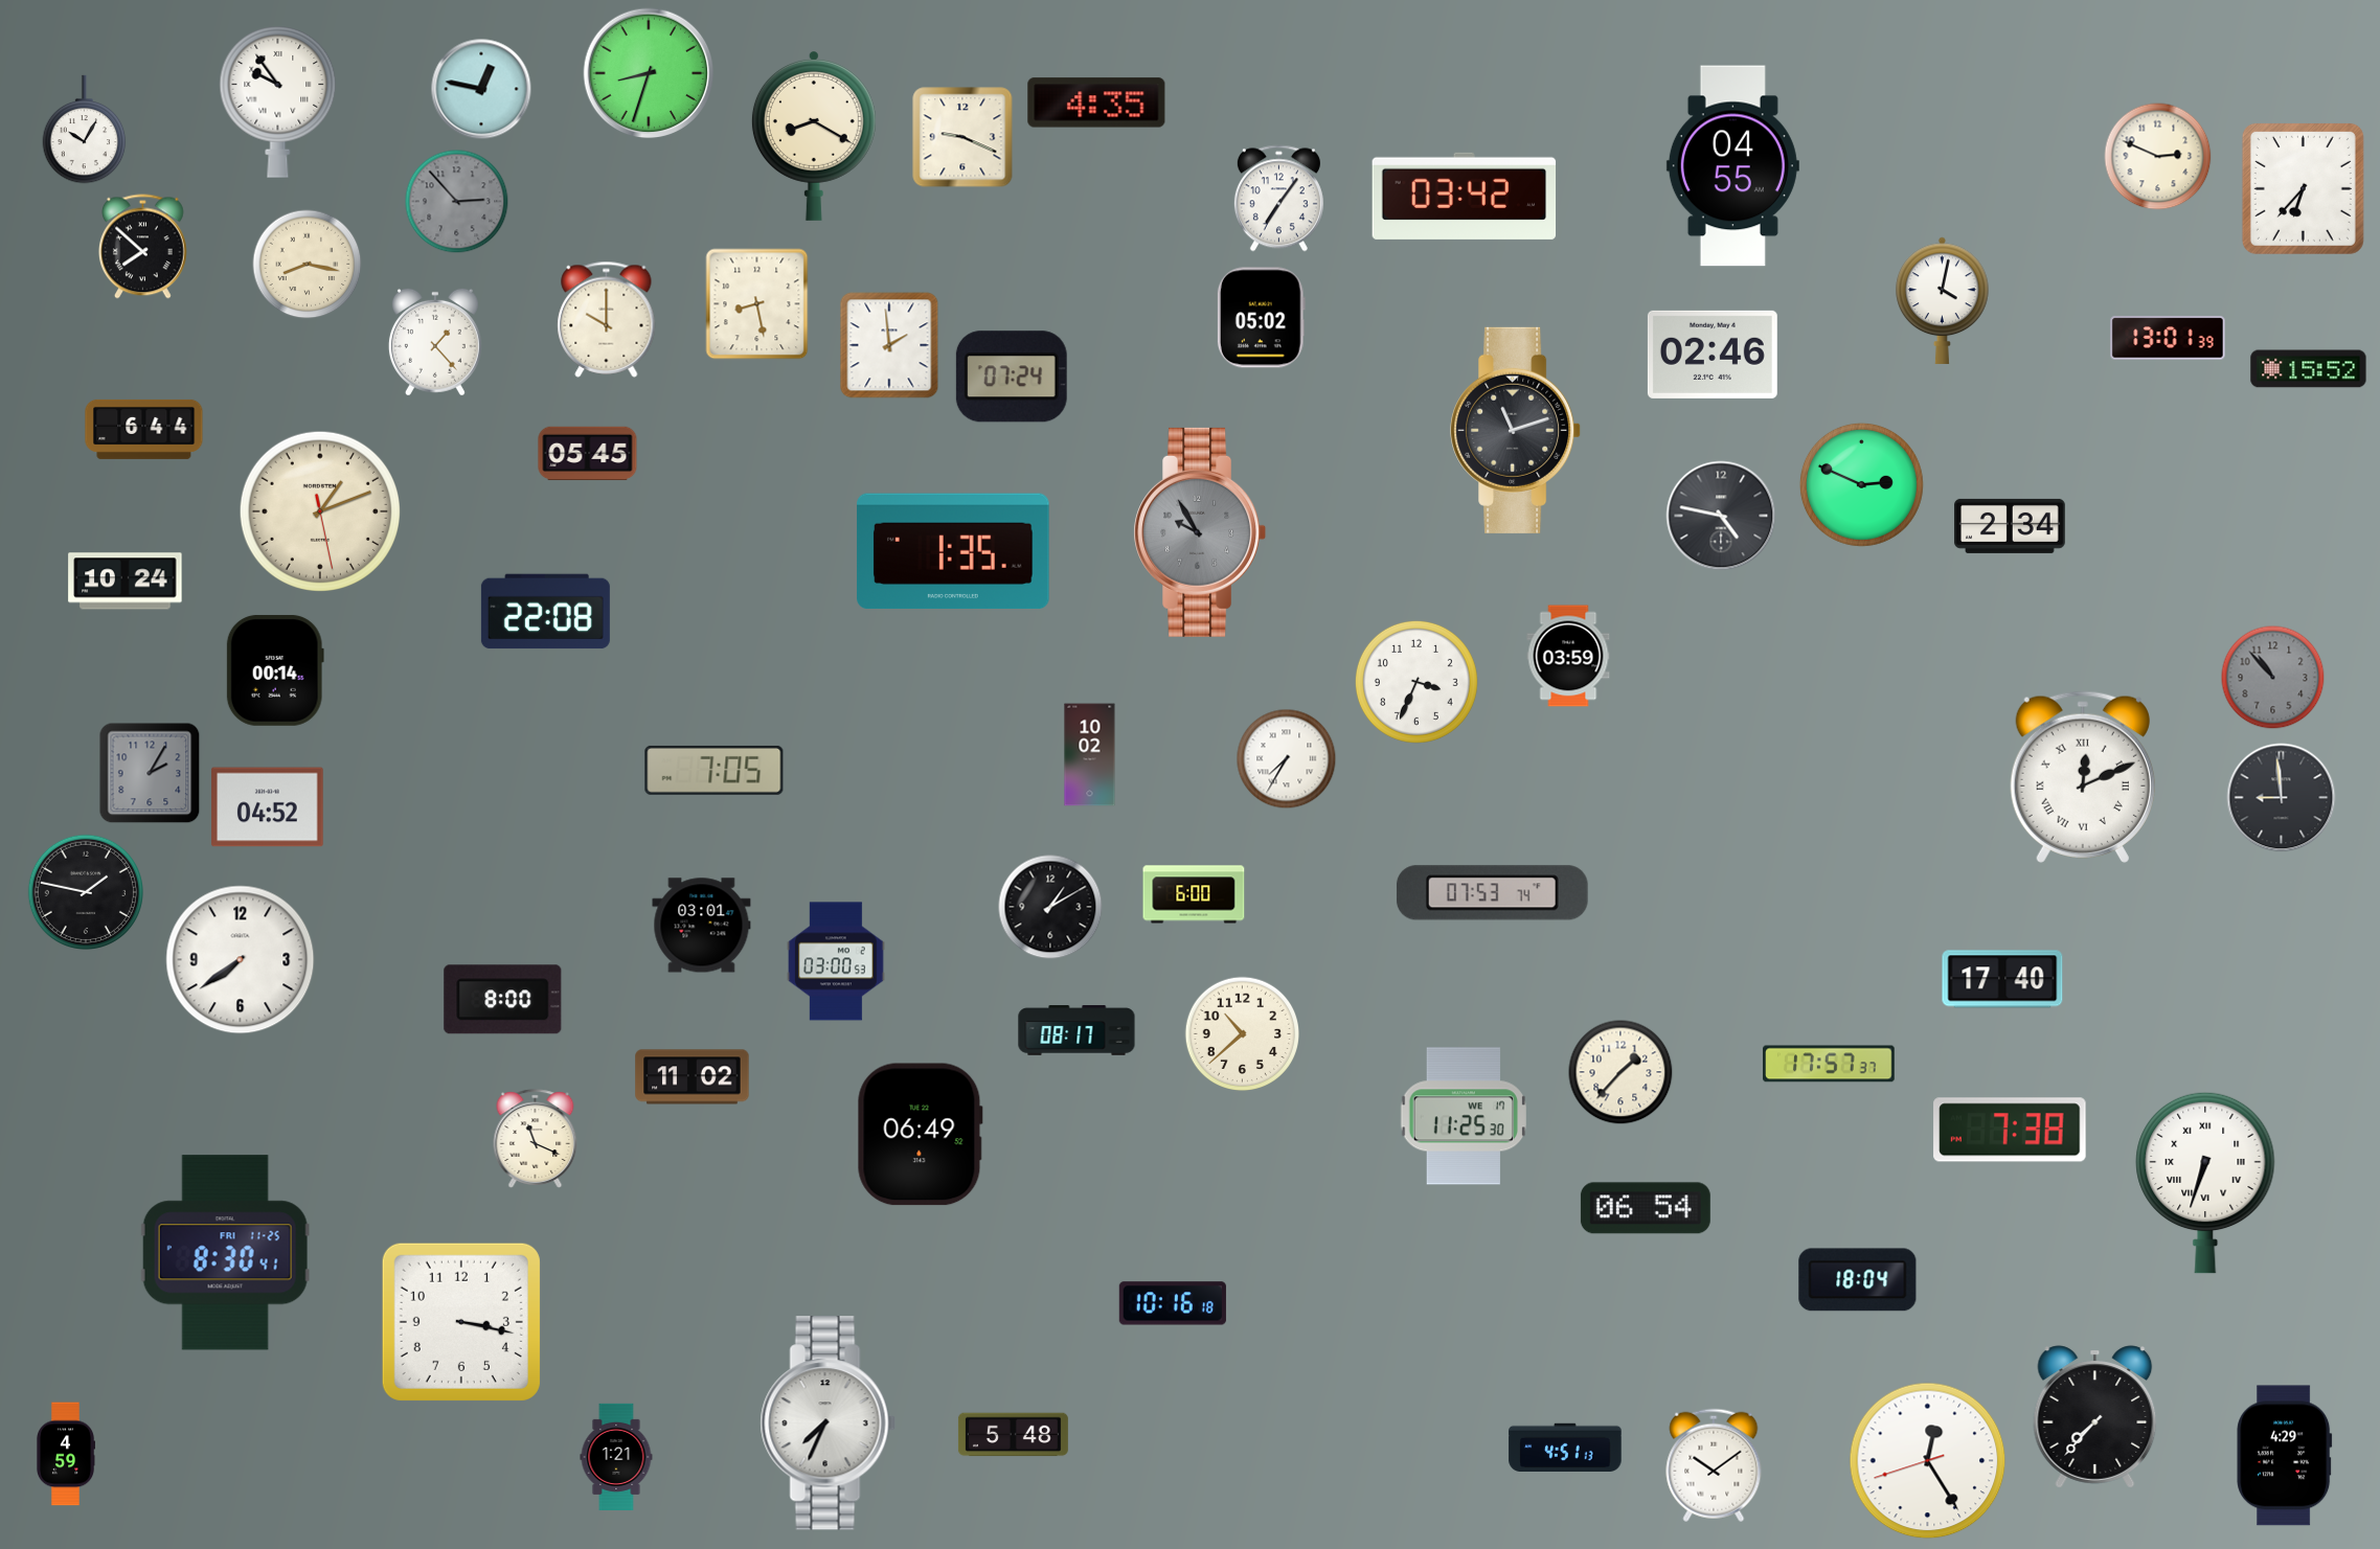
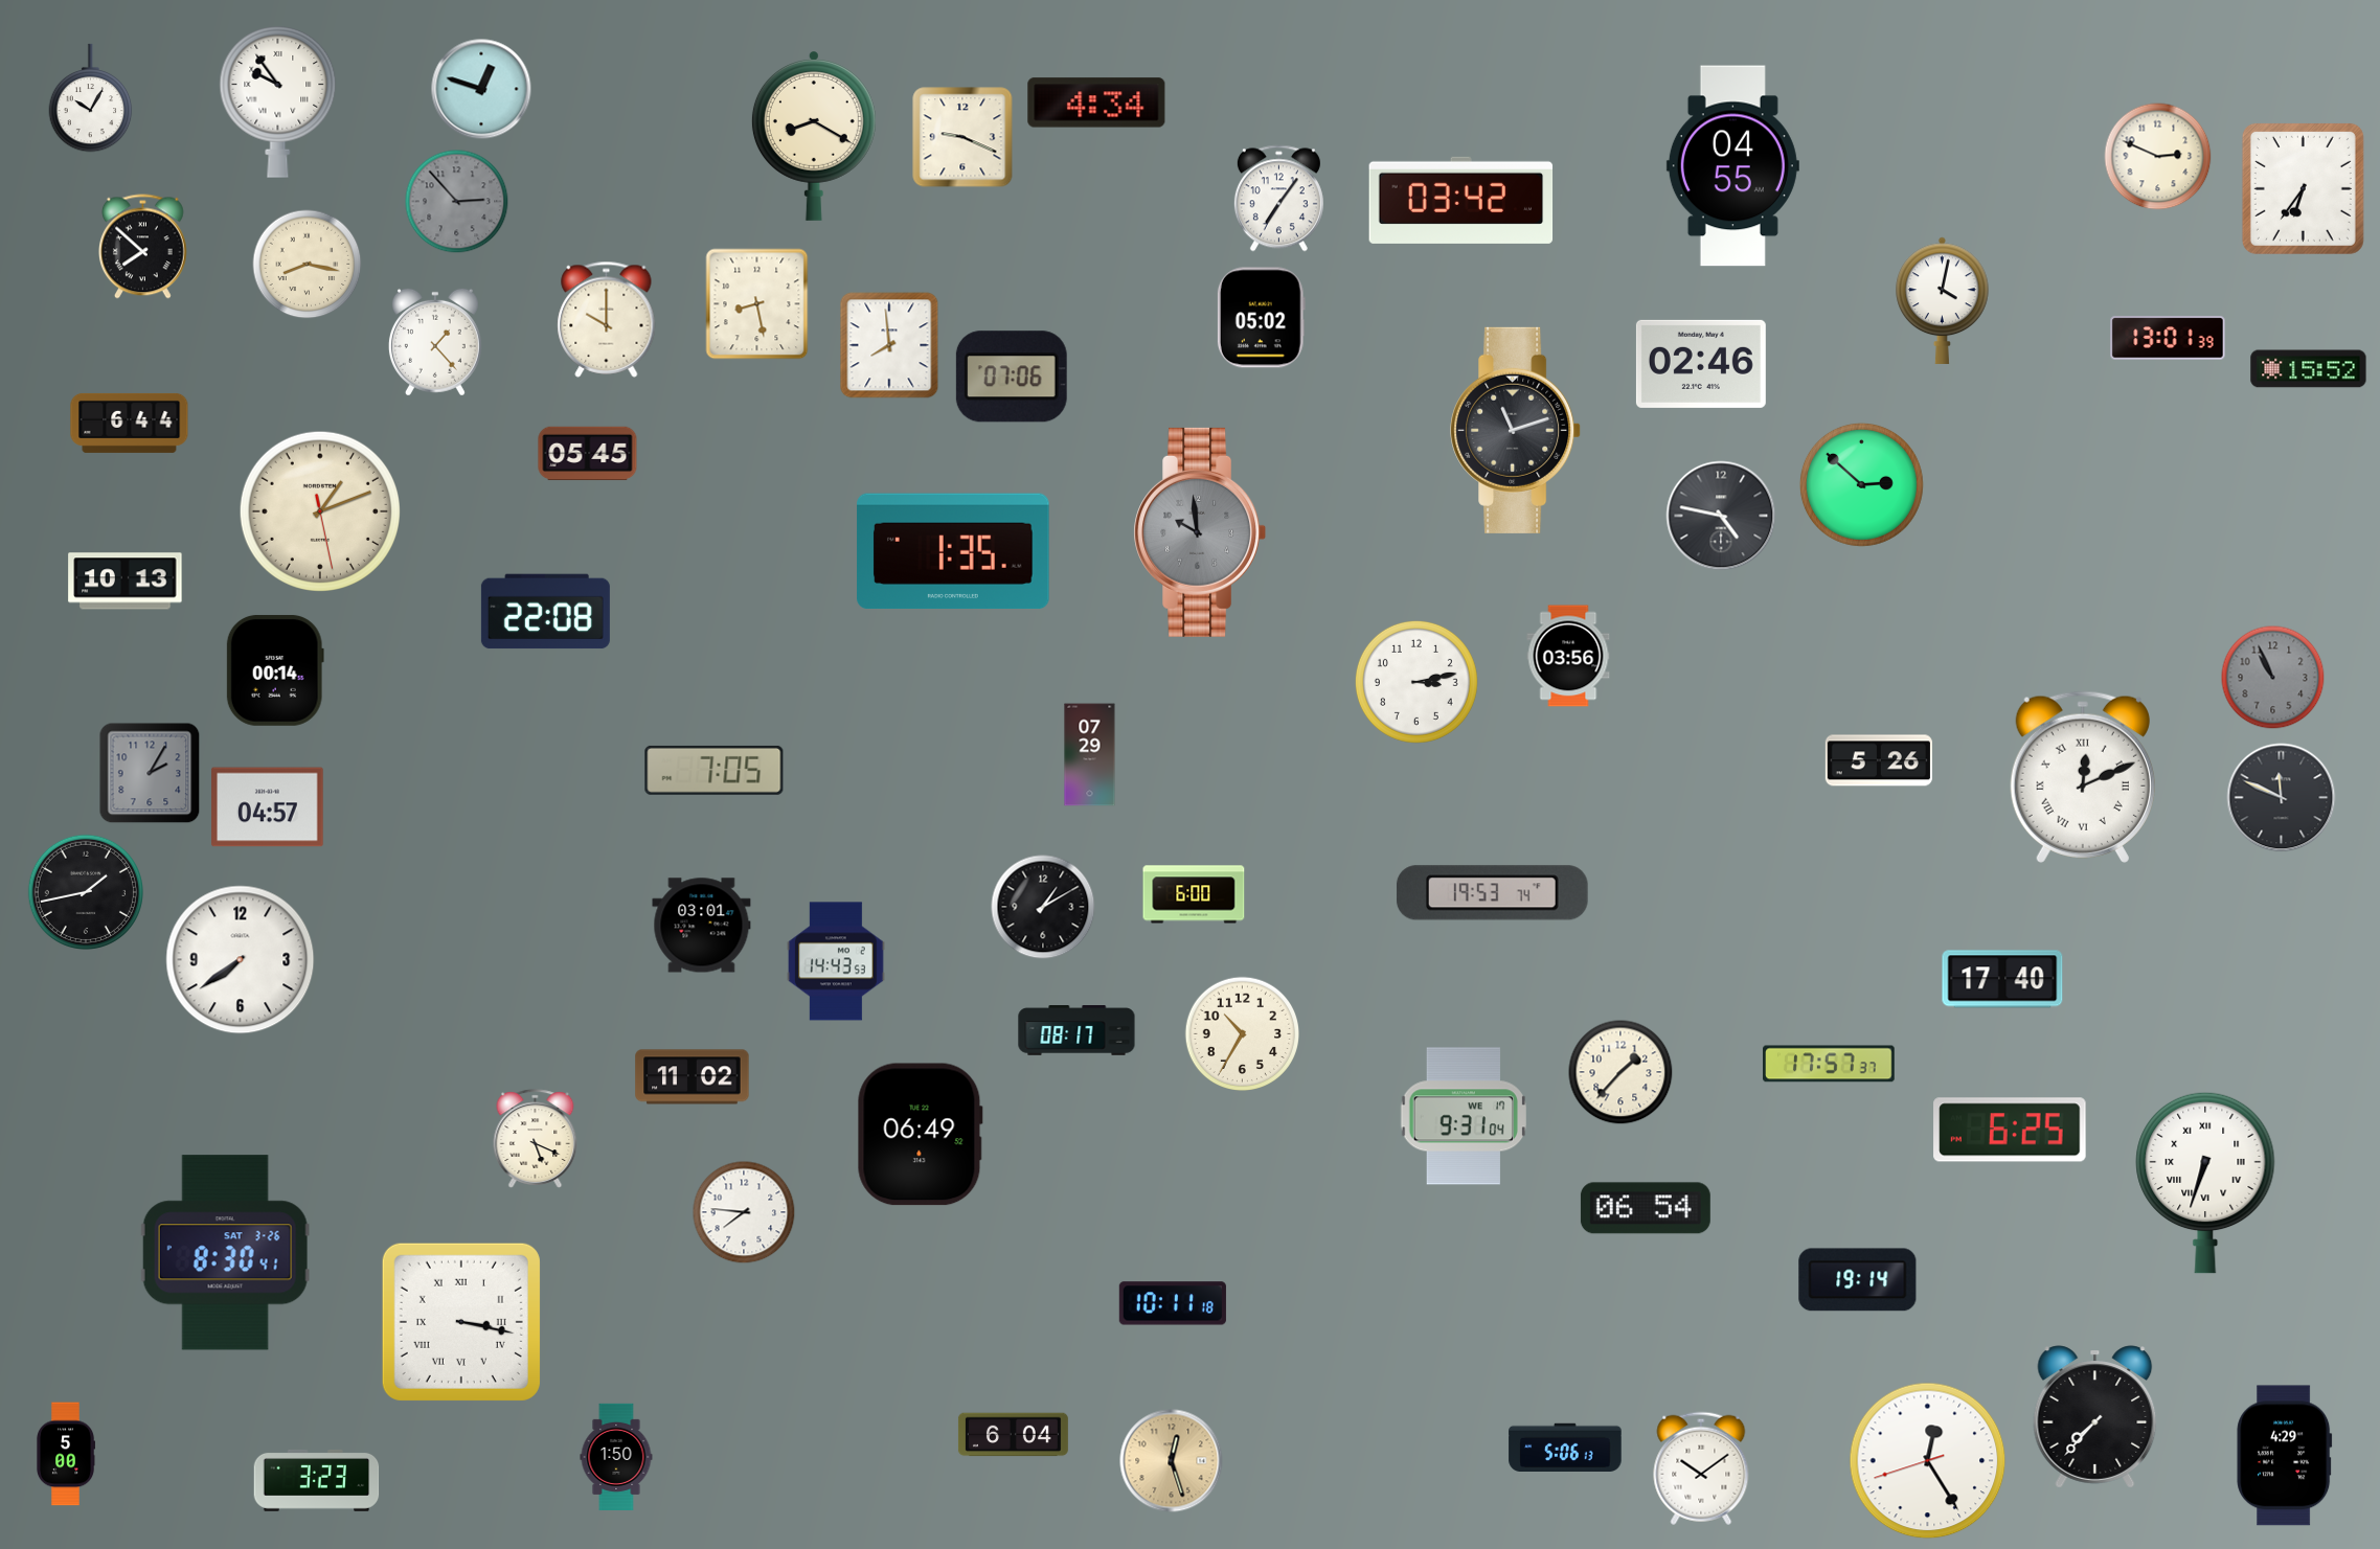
clock at (649, 73): 8:33 -> none
clock at (481, 89): 12:47 -> 12:48
clock at (1096, 102): 4:35 -> 4:34
clock at (85, 130) position: (85, 130) -> (91, 98)
clock at (2303, 188): 6:37 -> 6:36
clock at (1465, 196) position: (1465, 196) -> (1461, 200)
clock at (889, 345): 1:59 -> 7:59
clock at (1713, 355) position: (1713, 355) -> (1701, 364)
clock at (1012, 377): 07:24 -> 07:06
clock at (144, 429) position: (144, 429) -> (130, 423)
clock at (1861, 484): 2:49 -> 2:52
clock at (2011, 526): 2:34 -> none
clock at (1199, 532): 9:55 -> 9:59
clock at (126, 582): 10:24 -> 10:13
clock at (1568, 656): 03:59 -> 03:56
clock at (2273, 678): 10:53 -> 10:56
clock at (1416, 682): 3:34 -> 3:13
clock at (1090, 755): 10:02 -> 07:29
clock at (1287, 759): 7:35 -> none
clock at (1879, 760): none -> 5:26
clock at (2282, 798): 8:59 -> 11:49
clock at (268, 807): 04:52 -> 04:57
clock at (85, 891): 1:47 -> 1:43
clock at (1492, 893): 07:53 -> 19:53
clock at (1050, 907) position: (1050, 907) -> (1043, 907)
clock at (836, 961): 03:00 -> 14:43
clock at (503, 1000): 8:00 -> none
clock at (1242, 1033): 10:38 -> 10:35
clock at (1463, 1116): 11:25 -> 9:31
clock at (2010, 1130): 7:38 -> 6:25
clock at (536, 1139): 11:19 -> 5:19
clock at (744, 1212): none -> 7:46
clock at (225, 1253) date: FRI 11-25 -> SAT 3-26
clock at (1858, 1280): 18:04 -> 19:14
clock at (1173, 1303): 10:16 -> 10:11
clock at (461, 1322) numerals: Arabic -> Roman
clock at (828, 1423): 7:34 -> none
clock at (1013, 1435): 5:48 -> 6:04
clock at (1565, 1447): 4:51 -> 5:06
clock at (66, 1454): 4:59 -> 5:00
clock at (616, 1456): 1:21 -> 1:50
clock at (1172, 1461): none -> 12:27
clock at (1714, 1465) position: (1714, 1465) -> (1701, 1468)
clock at (317, 1481): none -> 3:23
